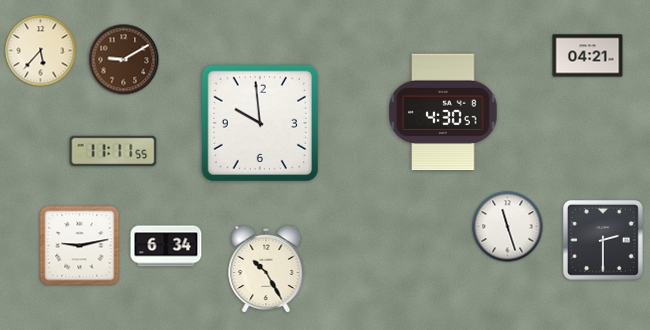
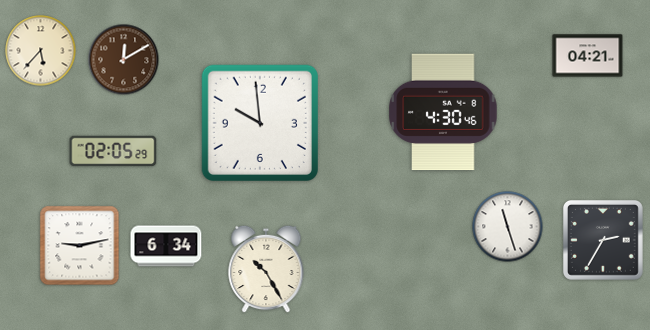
clock at (124, 60): 9:10 -> 12:10
clock at (443, 112): 4:30:57 -> 4:30:46
clock at (113, 151): 11:11 -> 02:05
clock at (603, 240): 2:30 -> 2:35
